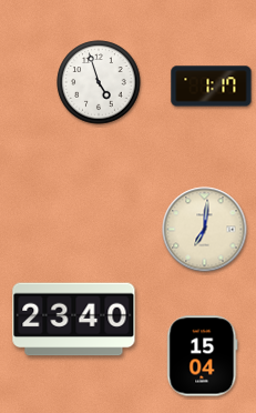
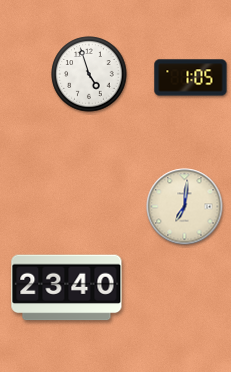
clock at (212, 87): 1:17 -> 1:05
clock at (203, 356): 15:04 -> none
